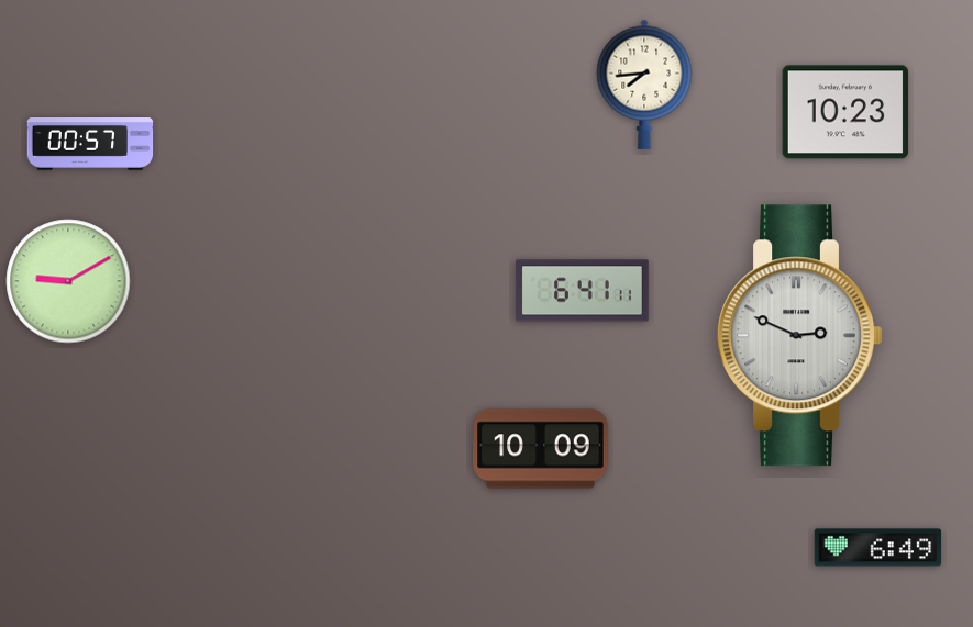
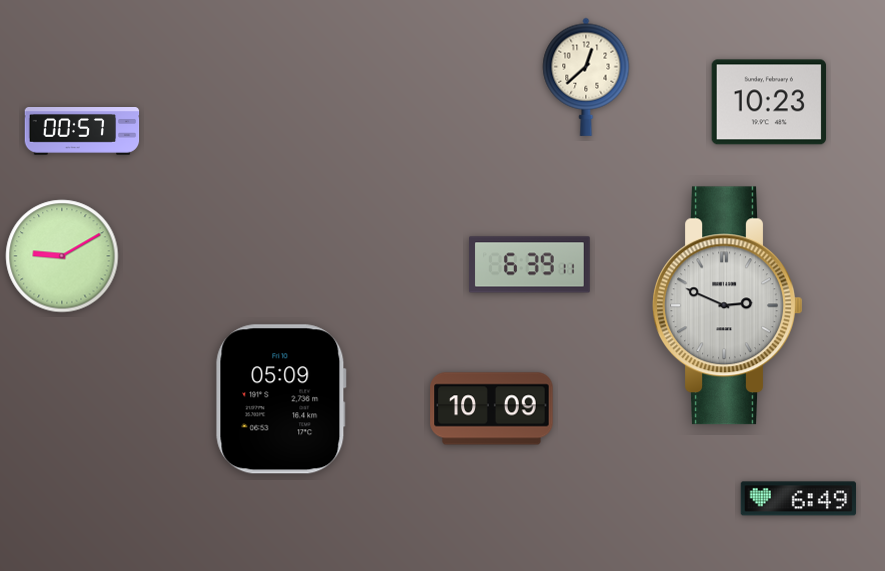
clock at (644, 85): 7:44 -> 12:38
clock at (583, 291): 6:41 -> 6:39
clock at (281, 399): none -> 05:09
